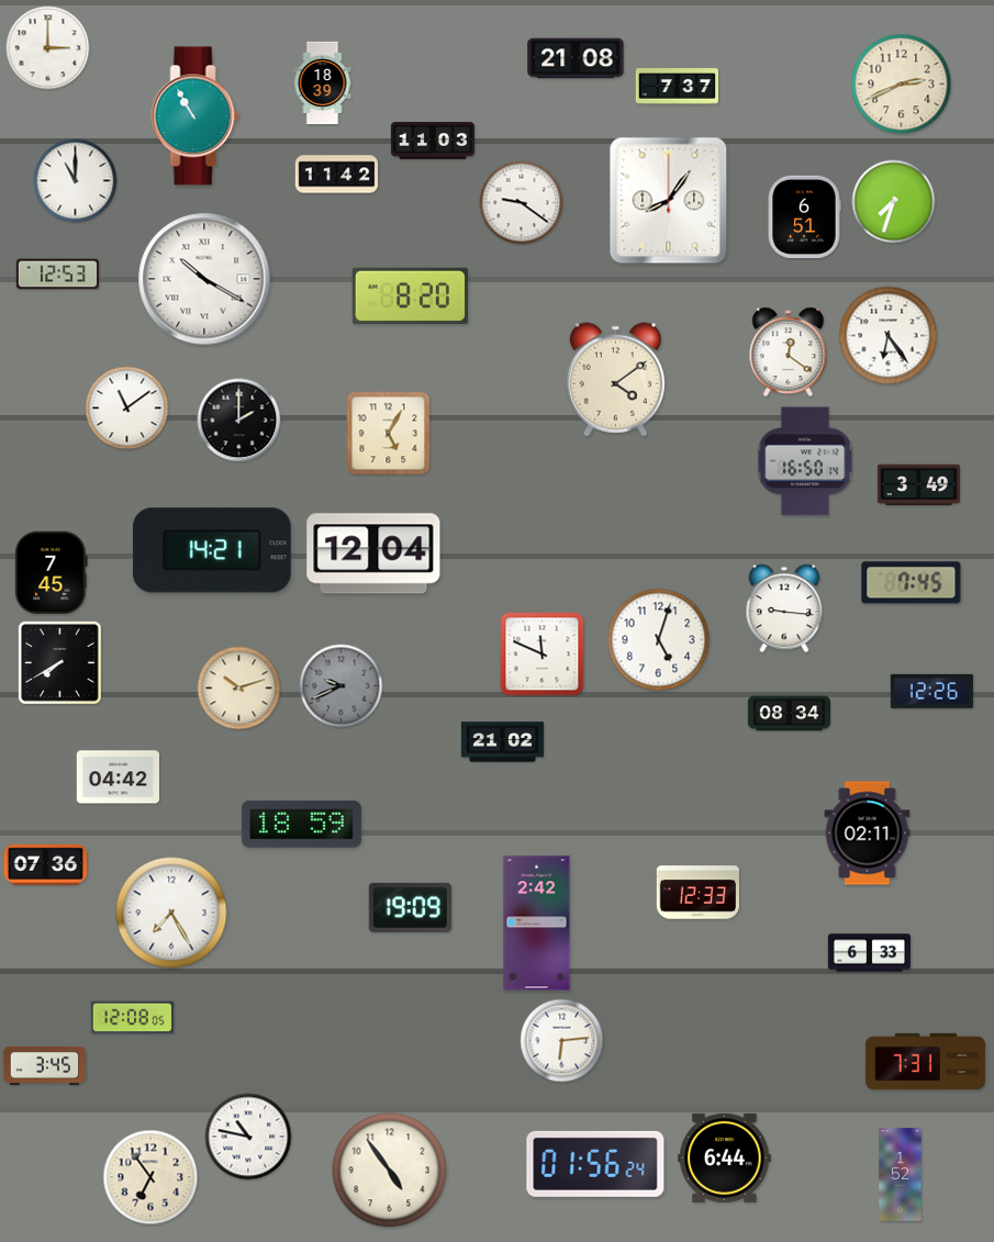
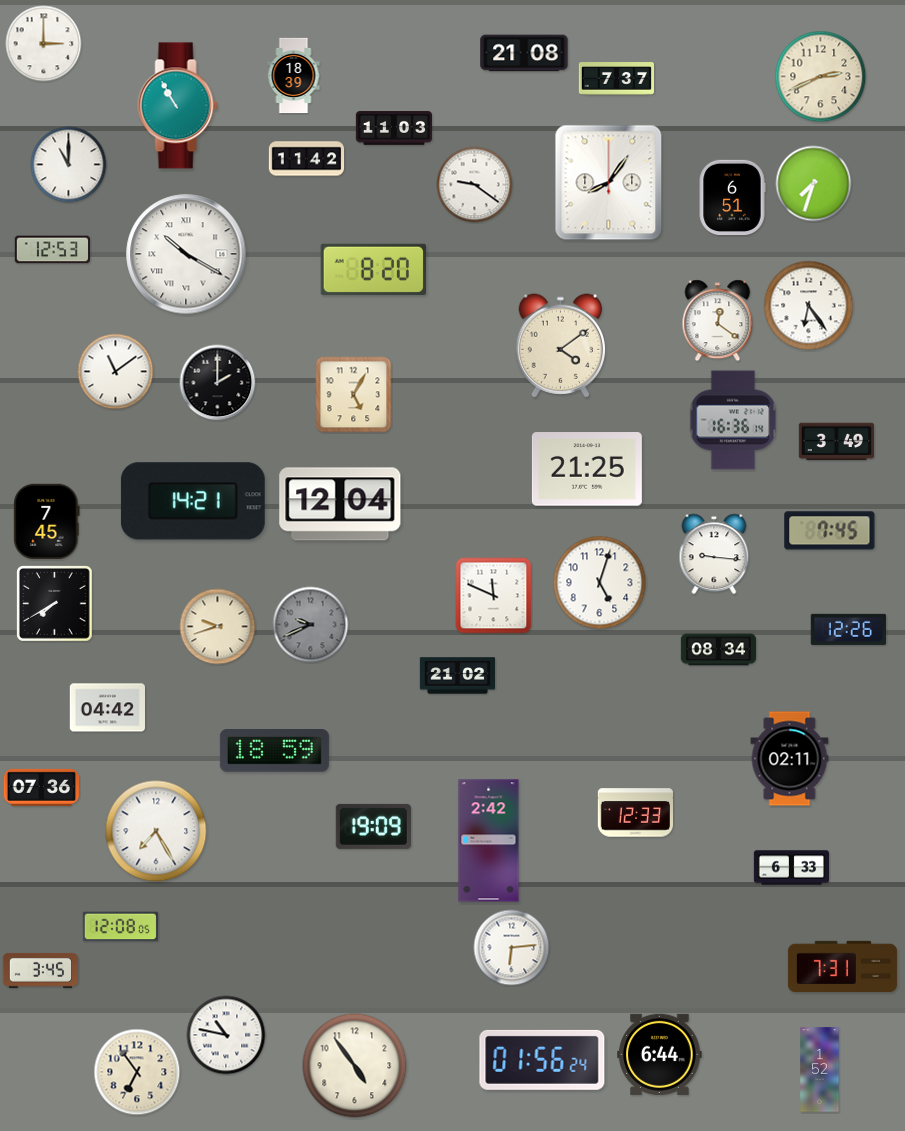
clock at (805, 461): 16:50 -> 16:36
clock at (587, 469): none -> 21:25
clock at (239, 689): 10:12 -> 9:42
